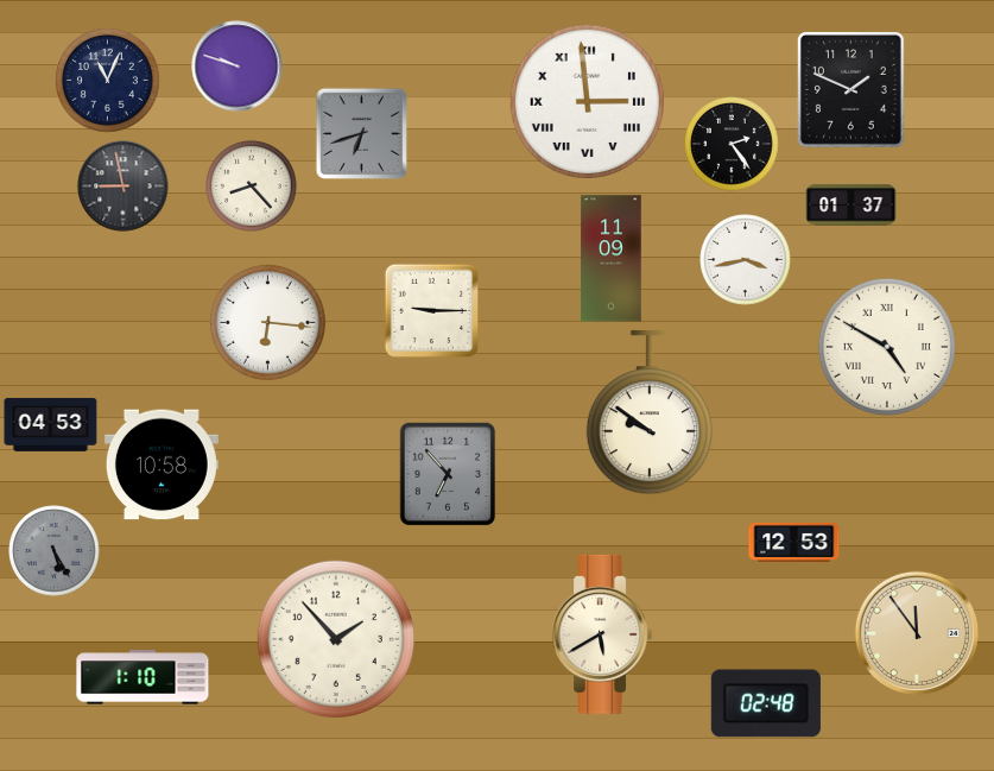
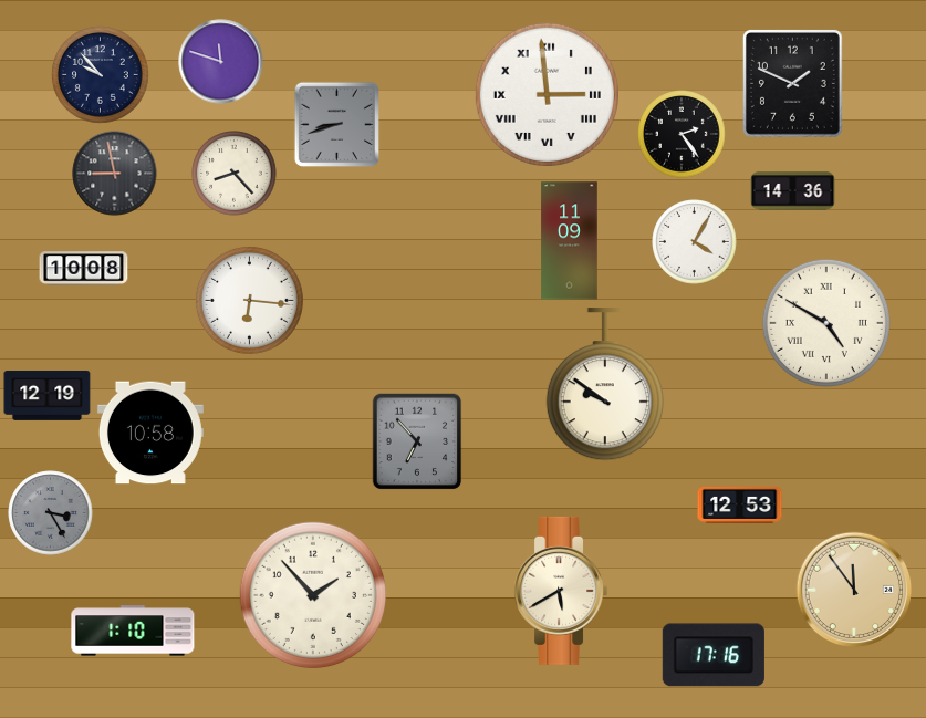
clock at (238, 67): 9:48 -> 11:48
clock at (108, 81): 11:04 -> 9:53
clock at (361, 133): 6:42 -> 8:42
clock at (851, 206): 01:37 -> 14:36
clock at (746, 260): 3:43 -> 4:05
clock at (84, 269): none -> 10:08
clock at (431, 310): 9:15 -> none
clock at (51, 424): 04:53 -> 12:19
clock at (55, 551): 5:25 -> 3:25
clock at (766, 703): 02:48 -> 17:16
